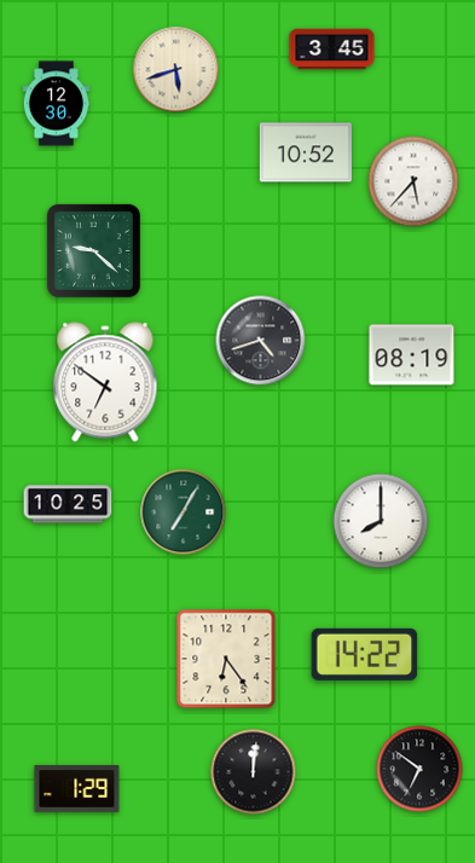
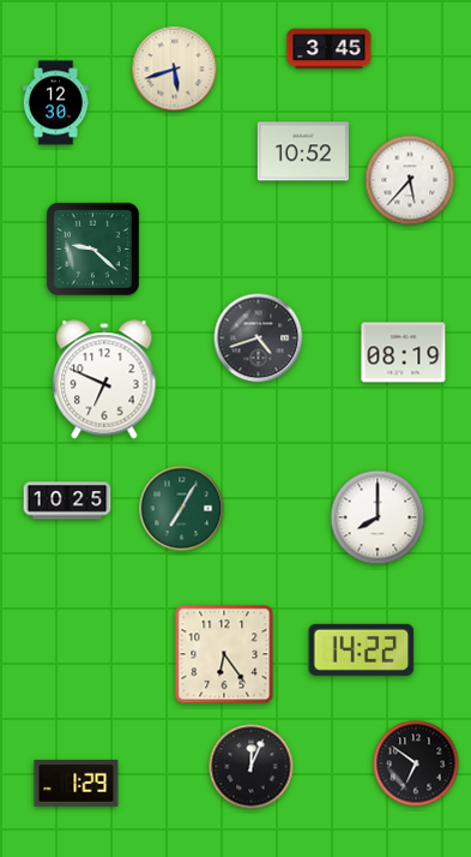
clock at (412, 355) position: (412, 355) -> (404, 353)
clock at (105, 382): 6:51 -> 6:49
clock at (254, 772): 12:01 -> 12:04
